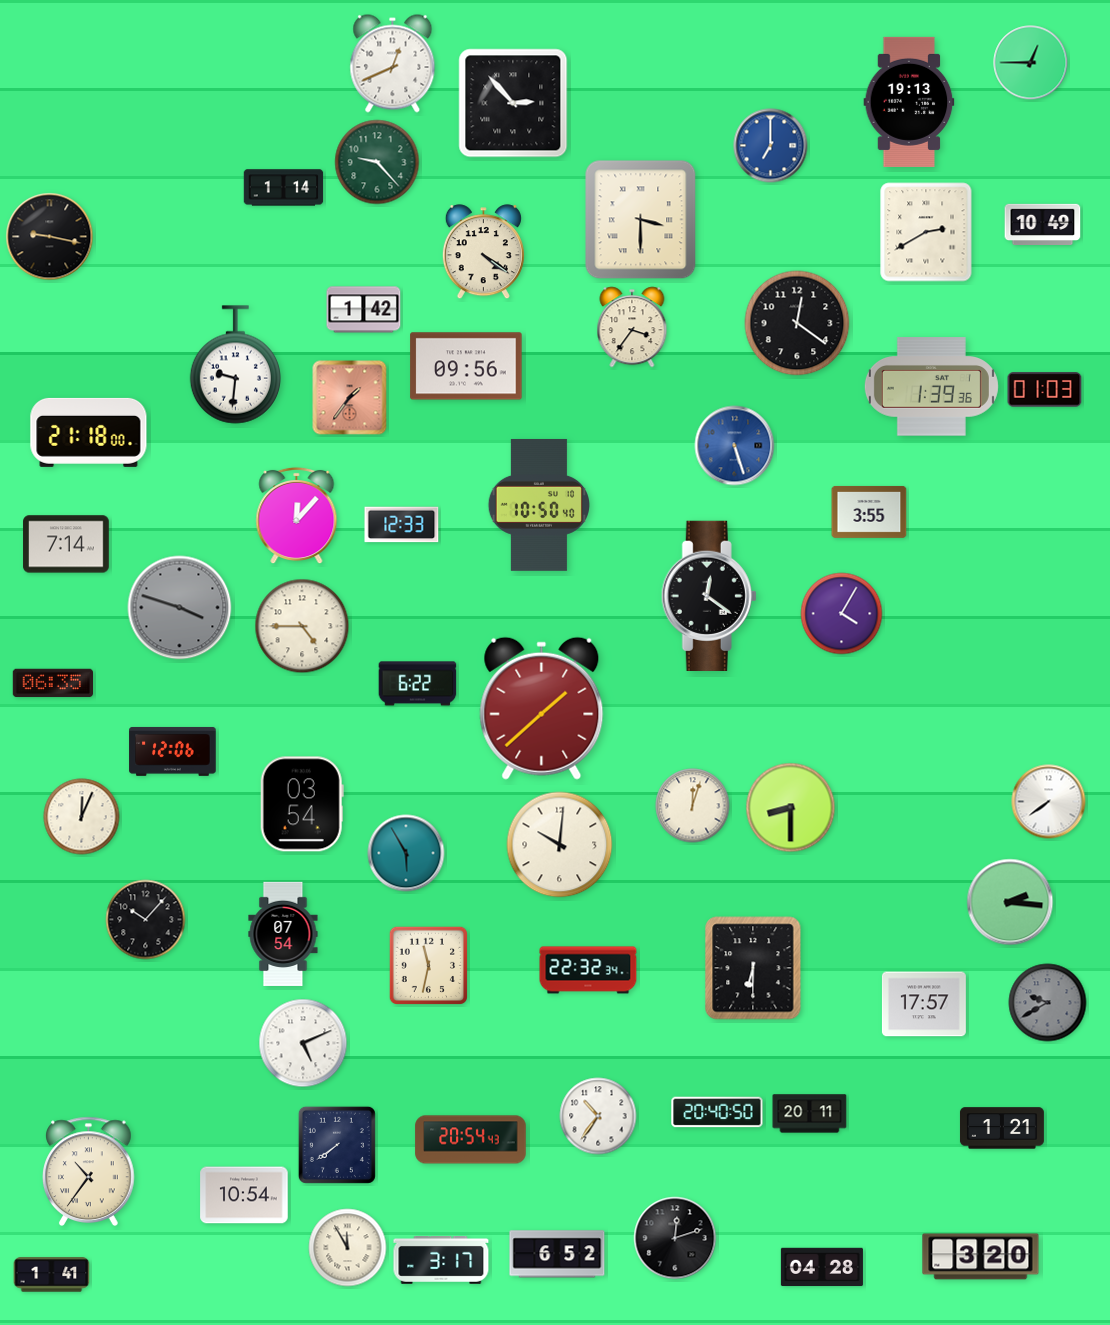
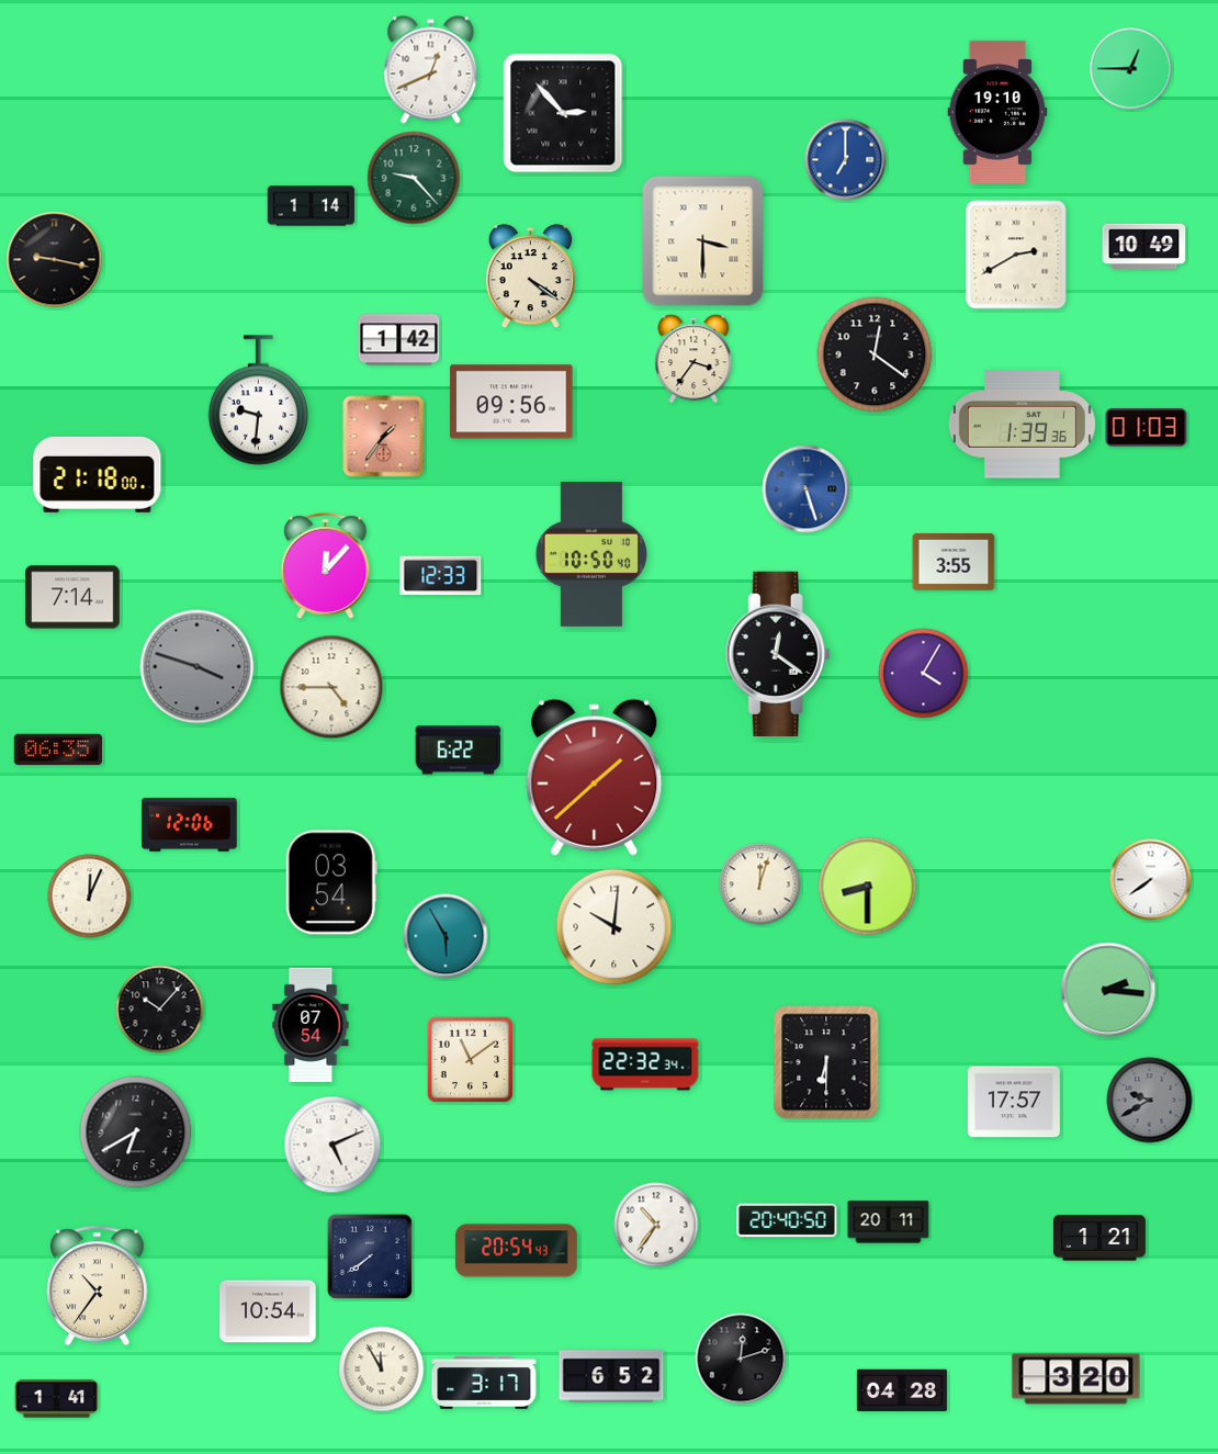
clock at (909, 102): 19:13 -> 19:10
clock at (428, 965): 11:32 -> 11:09
clock at (136, 1132): none -> 6:40
